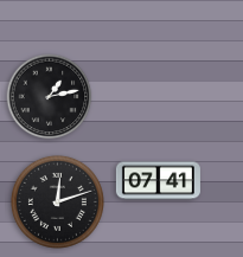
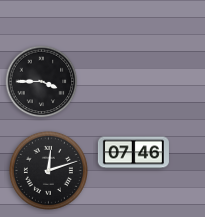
clock at (50, 97): 1:13 -> 3:45
clock at (158, 181): 07:41 -> 07:46
